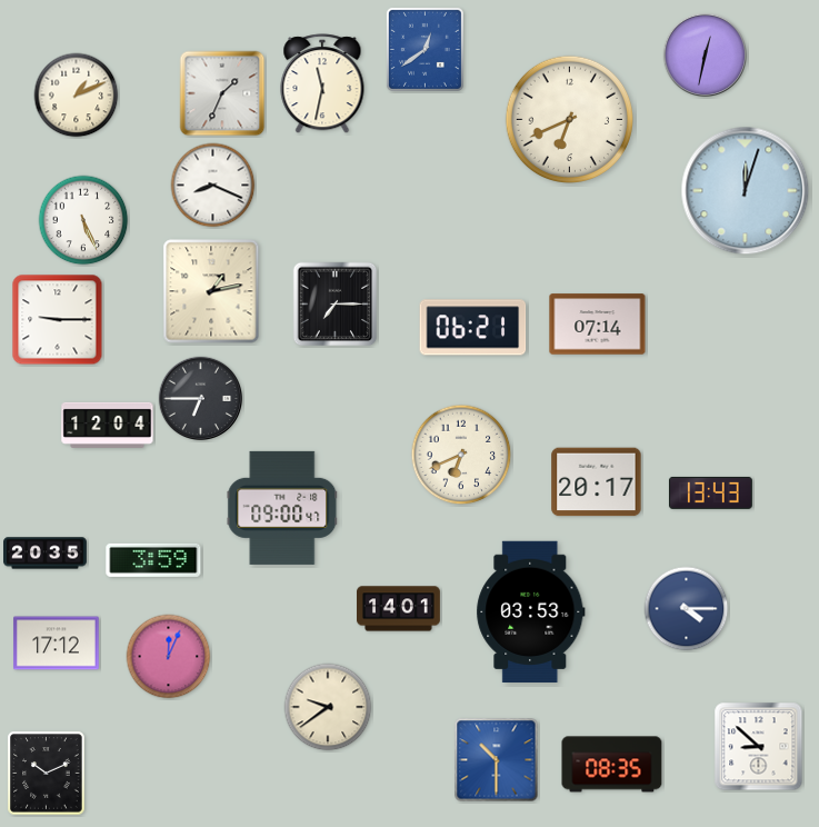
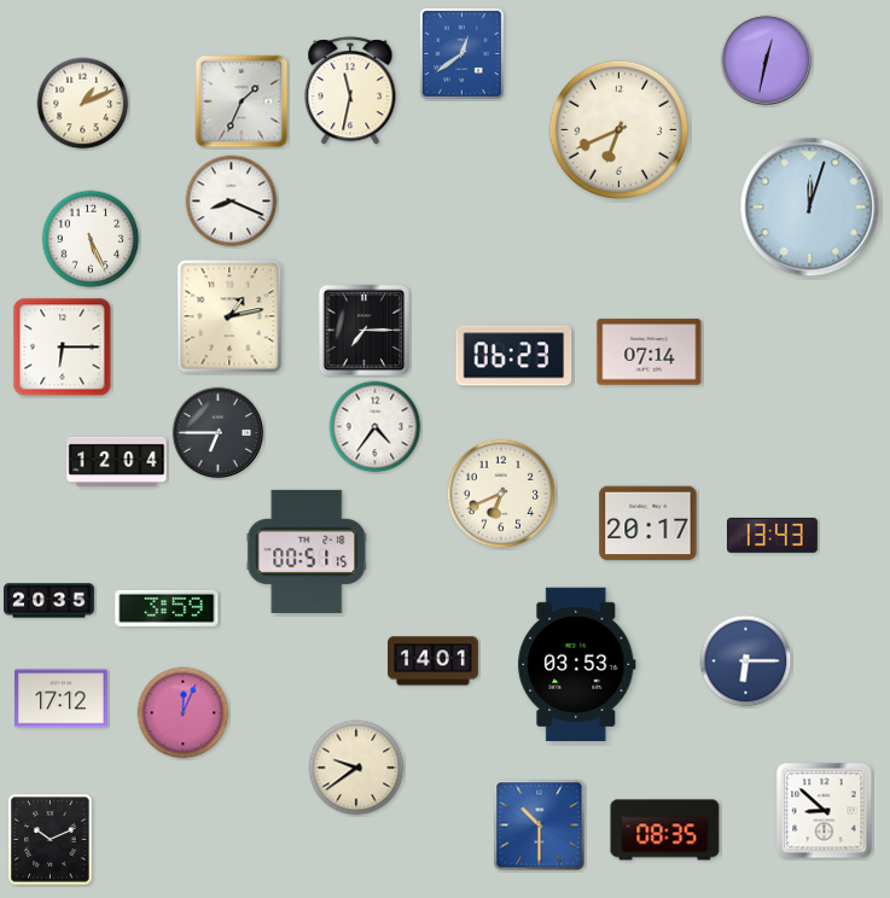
clock at (58, 320): 9:15 -> 6:15
clock at (473, 328): 06:21 -> 06:23
clock at (376, 427): none -> 4:36
clock at (282, 508): 09:00 -> 00:51
clock at (687, 609): 4:15 -> 6:15
